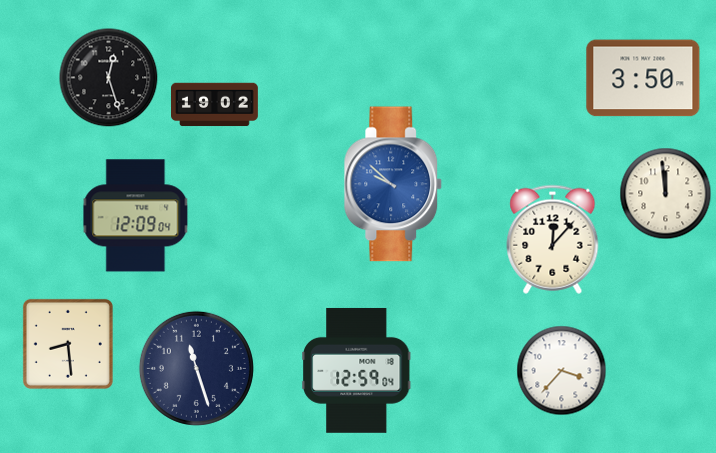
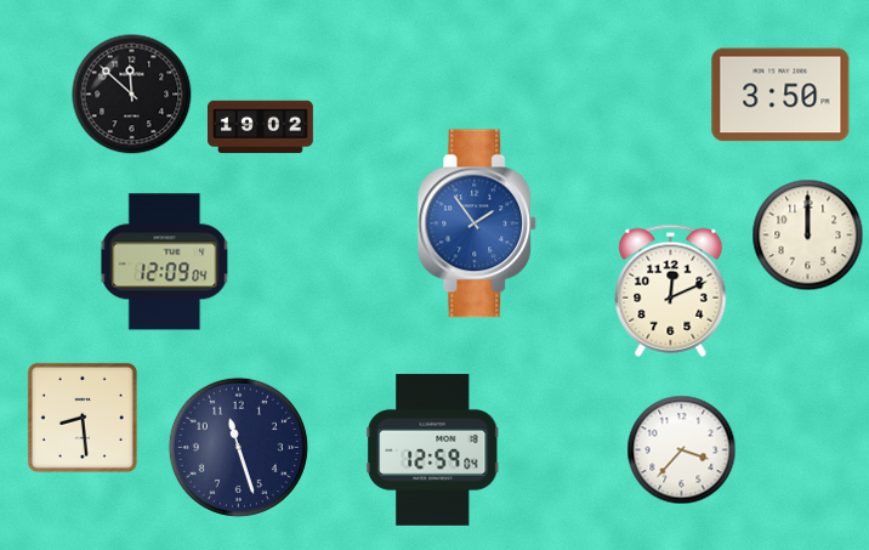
clock at (109, 78): 12:27 -> 11:52
clock at (393, 184): 9:52 -> 1:54
clock at (666, 194): 11:59 -> 12:00
clock at (553, 239): 12:07 -> 12:11
